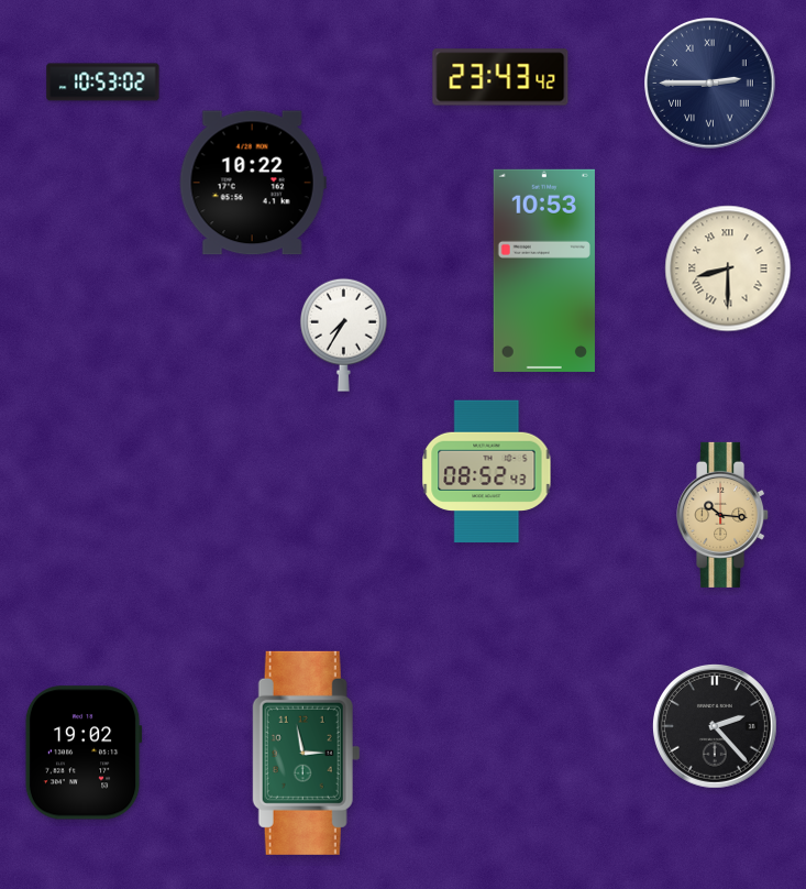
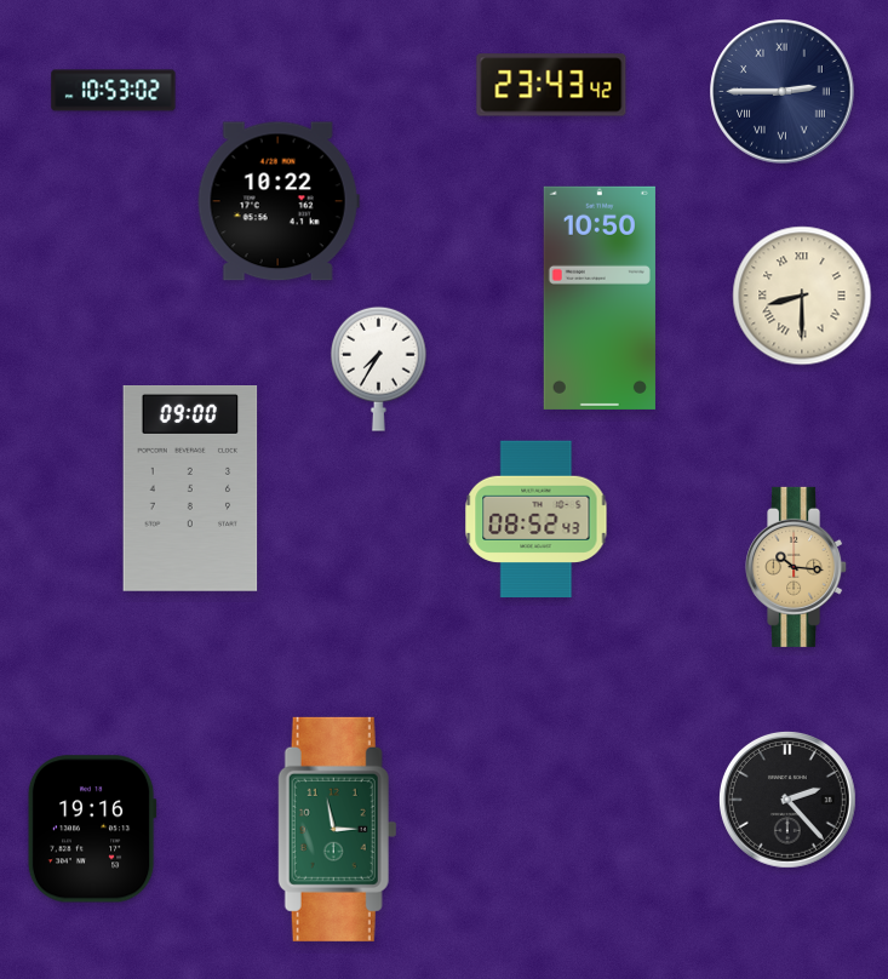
clock at (544, 271): 10:53 -> 10:50
clock at (190, 490): none -> 09:00
clock at (84, 753): 19:02 -> 19:16
